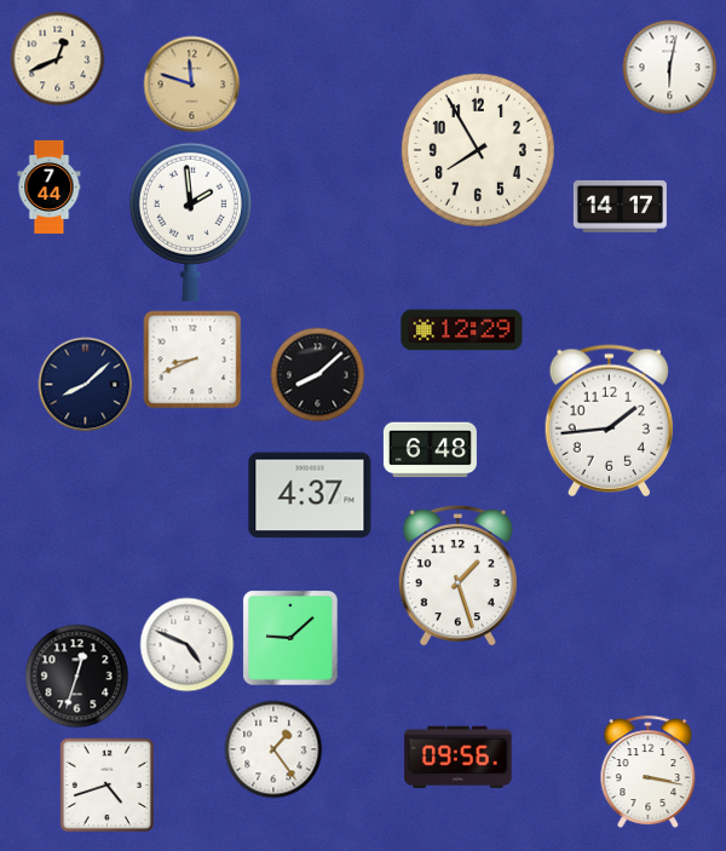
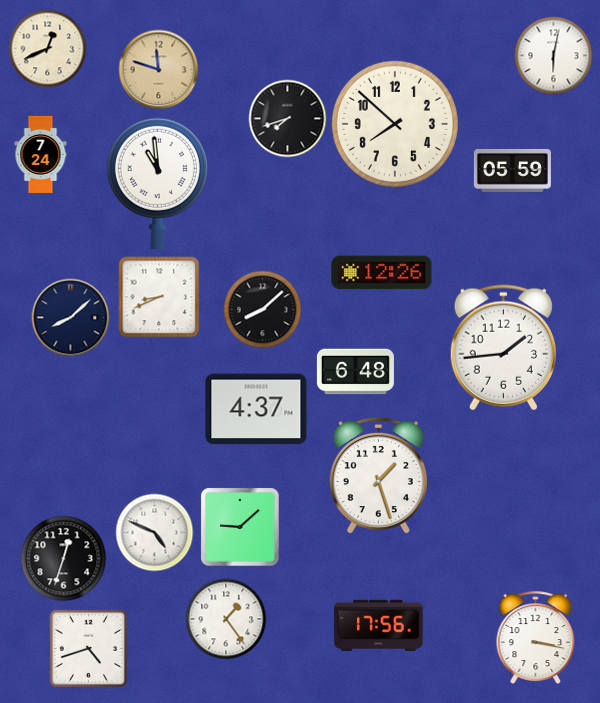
clock at (287, 118): none -> 7:42
clock at (478, 150): 7:55 -> 7:52
clock at (50, 186): 7:44 -> 7:24
clock at (620, 206): 14:17 -> 05:59
clock at (190, 222): 1:59 -> 10:59
clock at (462, 330): 12:29 -> 12:26
clock at (459, 757): 09:56 -> 17:56
